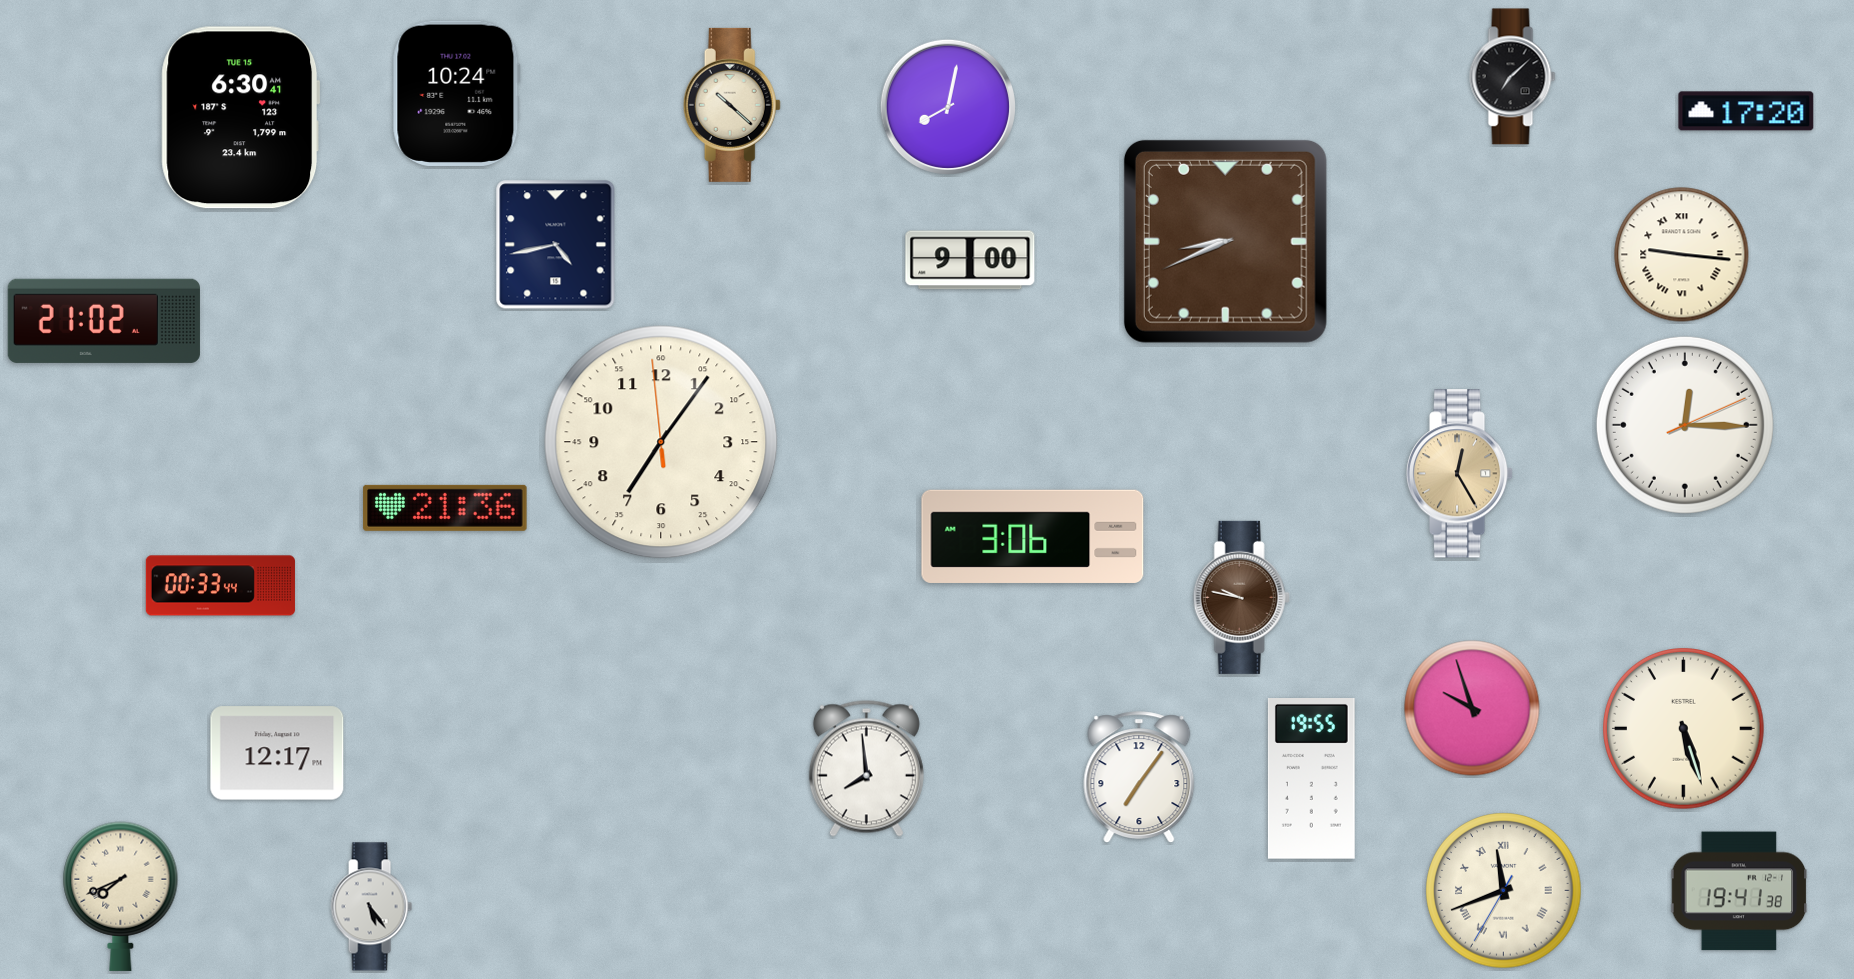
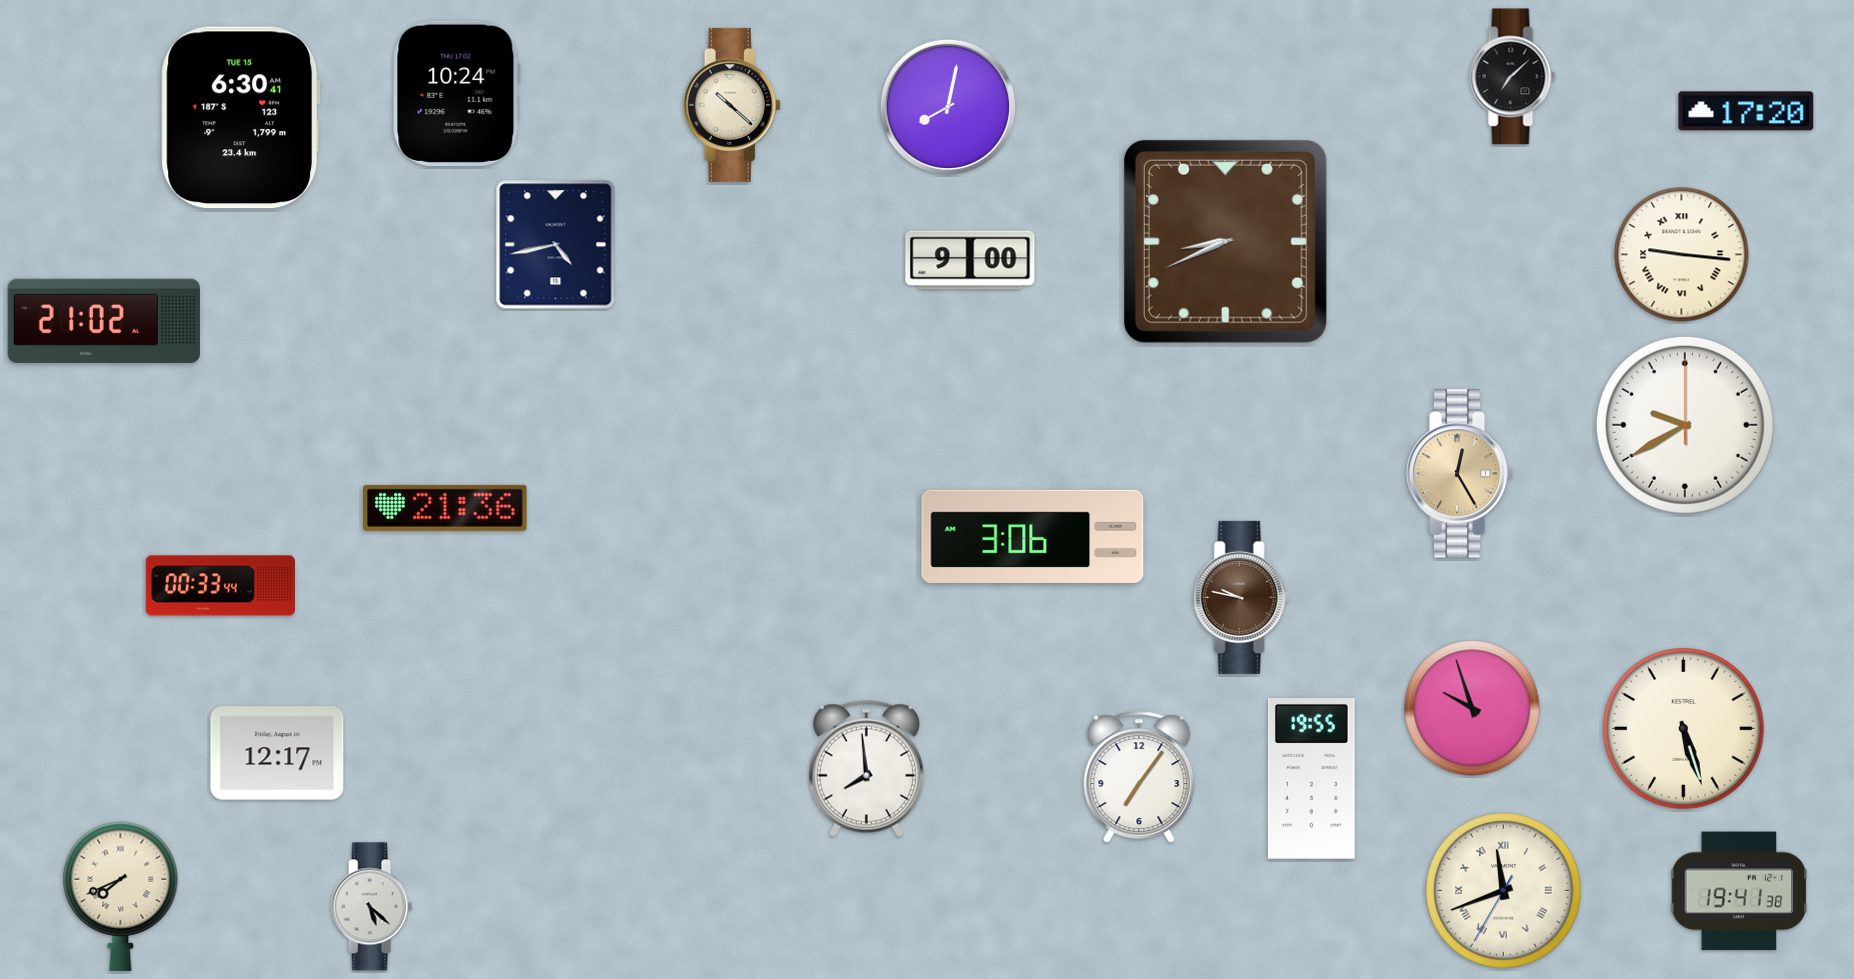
clock at (1685, 425): 12:15 -> 9:40
clock at (661, 442): 7:05 -> none
clock at (371, 907): 5:24 -> 5:22
